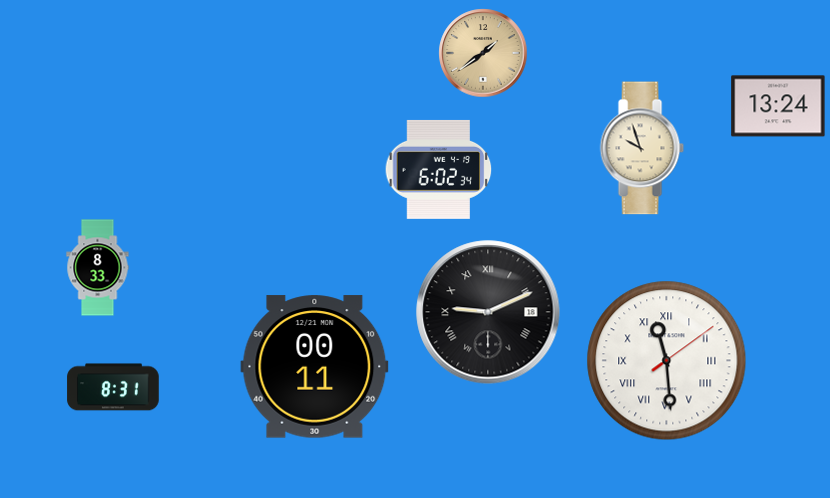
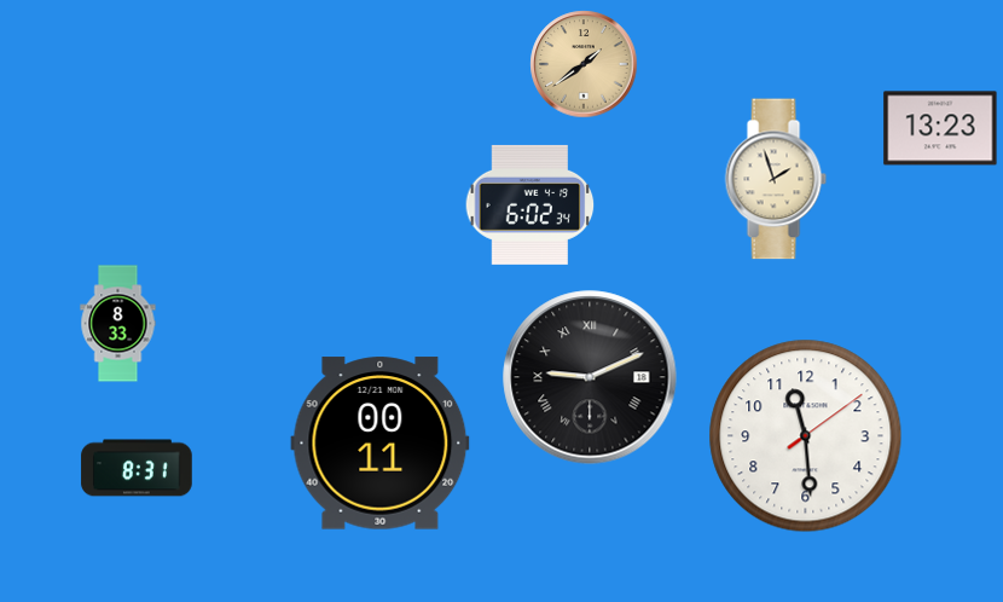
clock at (778, 106): 13:24 -> 13:23
clock at (642, 148): 9:57 -> 1:57
clock at (667, 361) numerals: Roman -> Arabic
